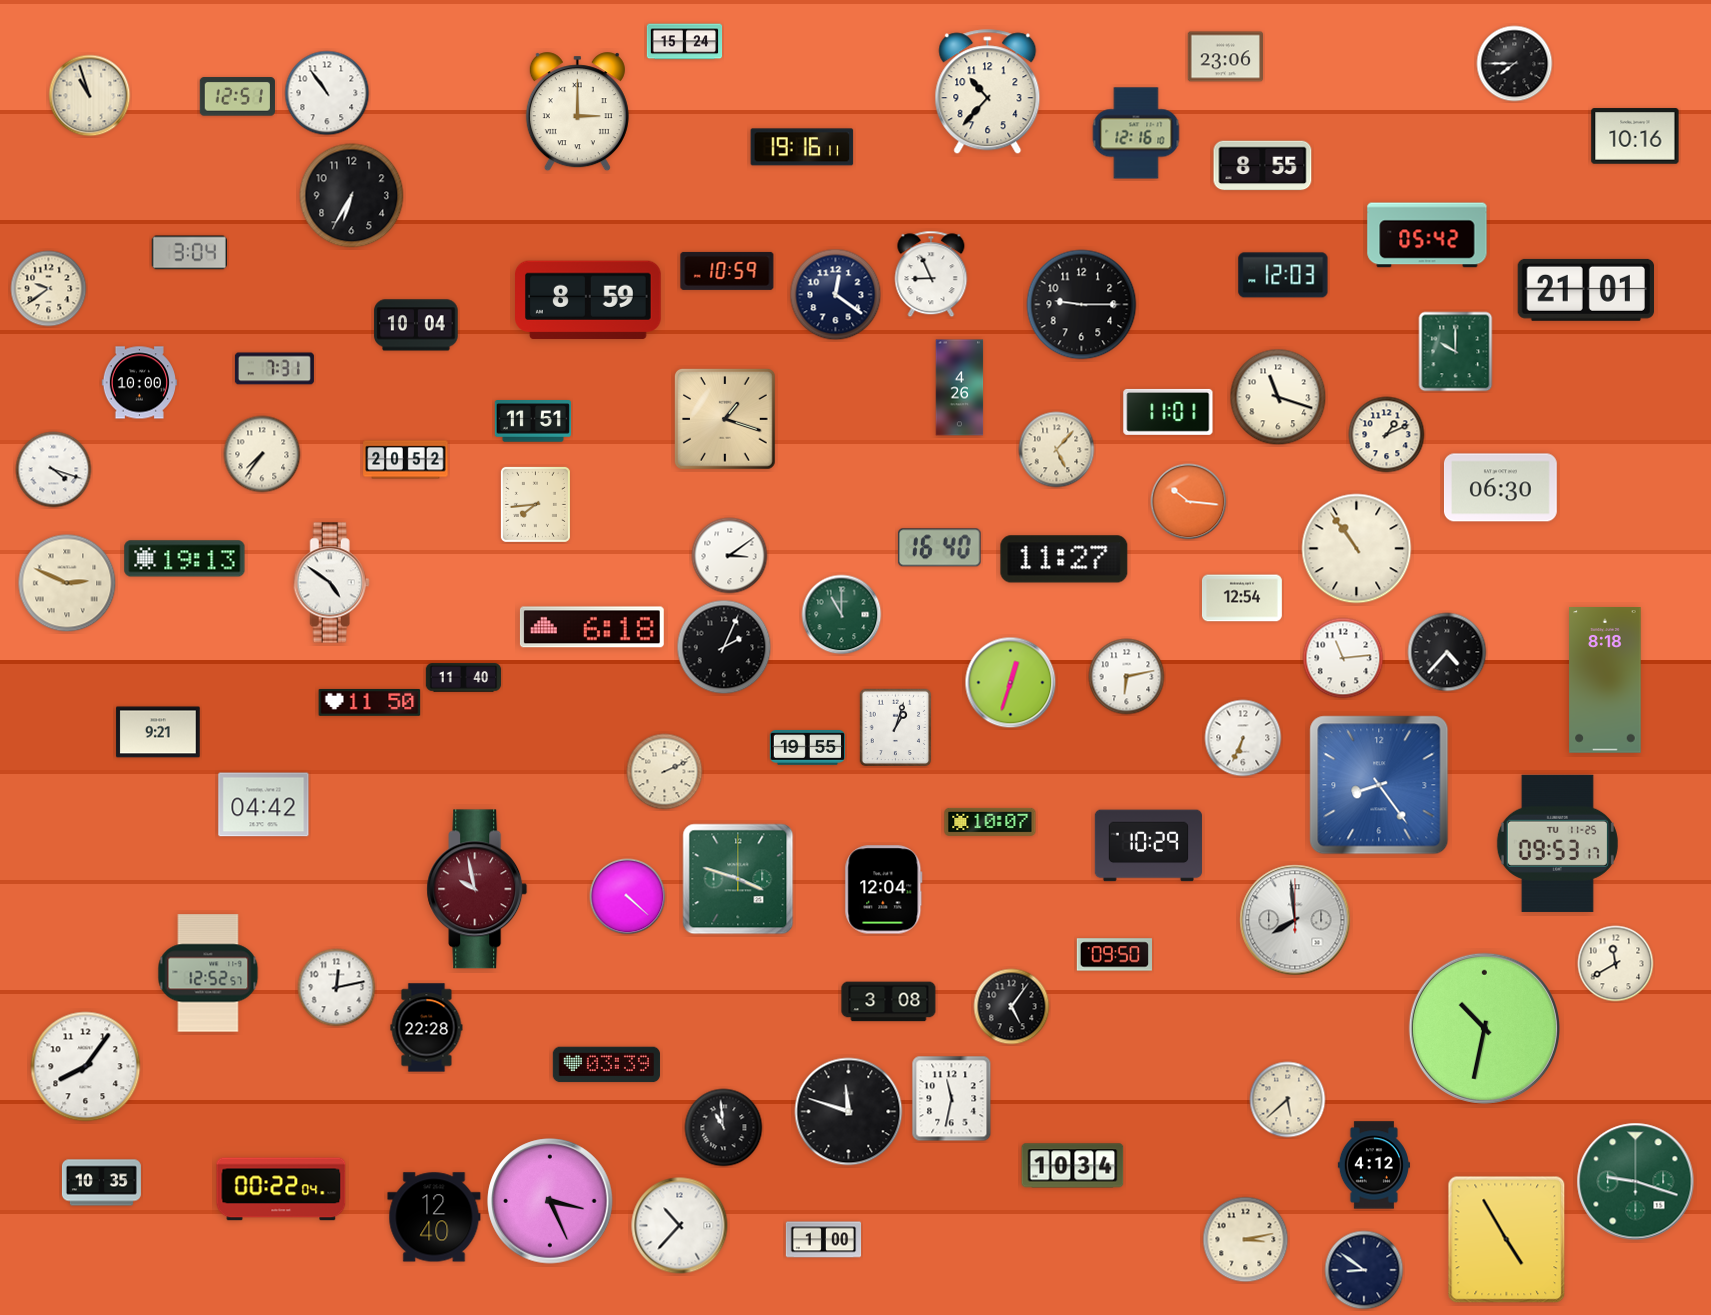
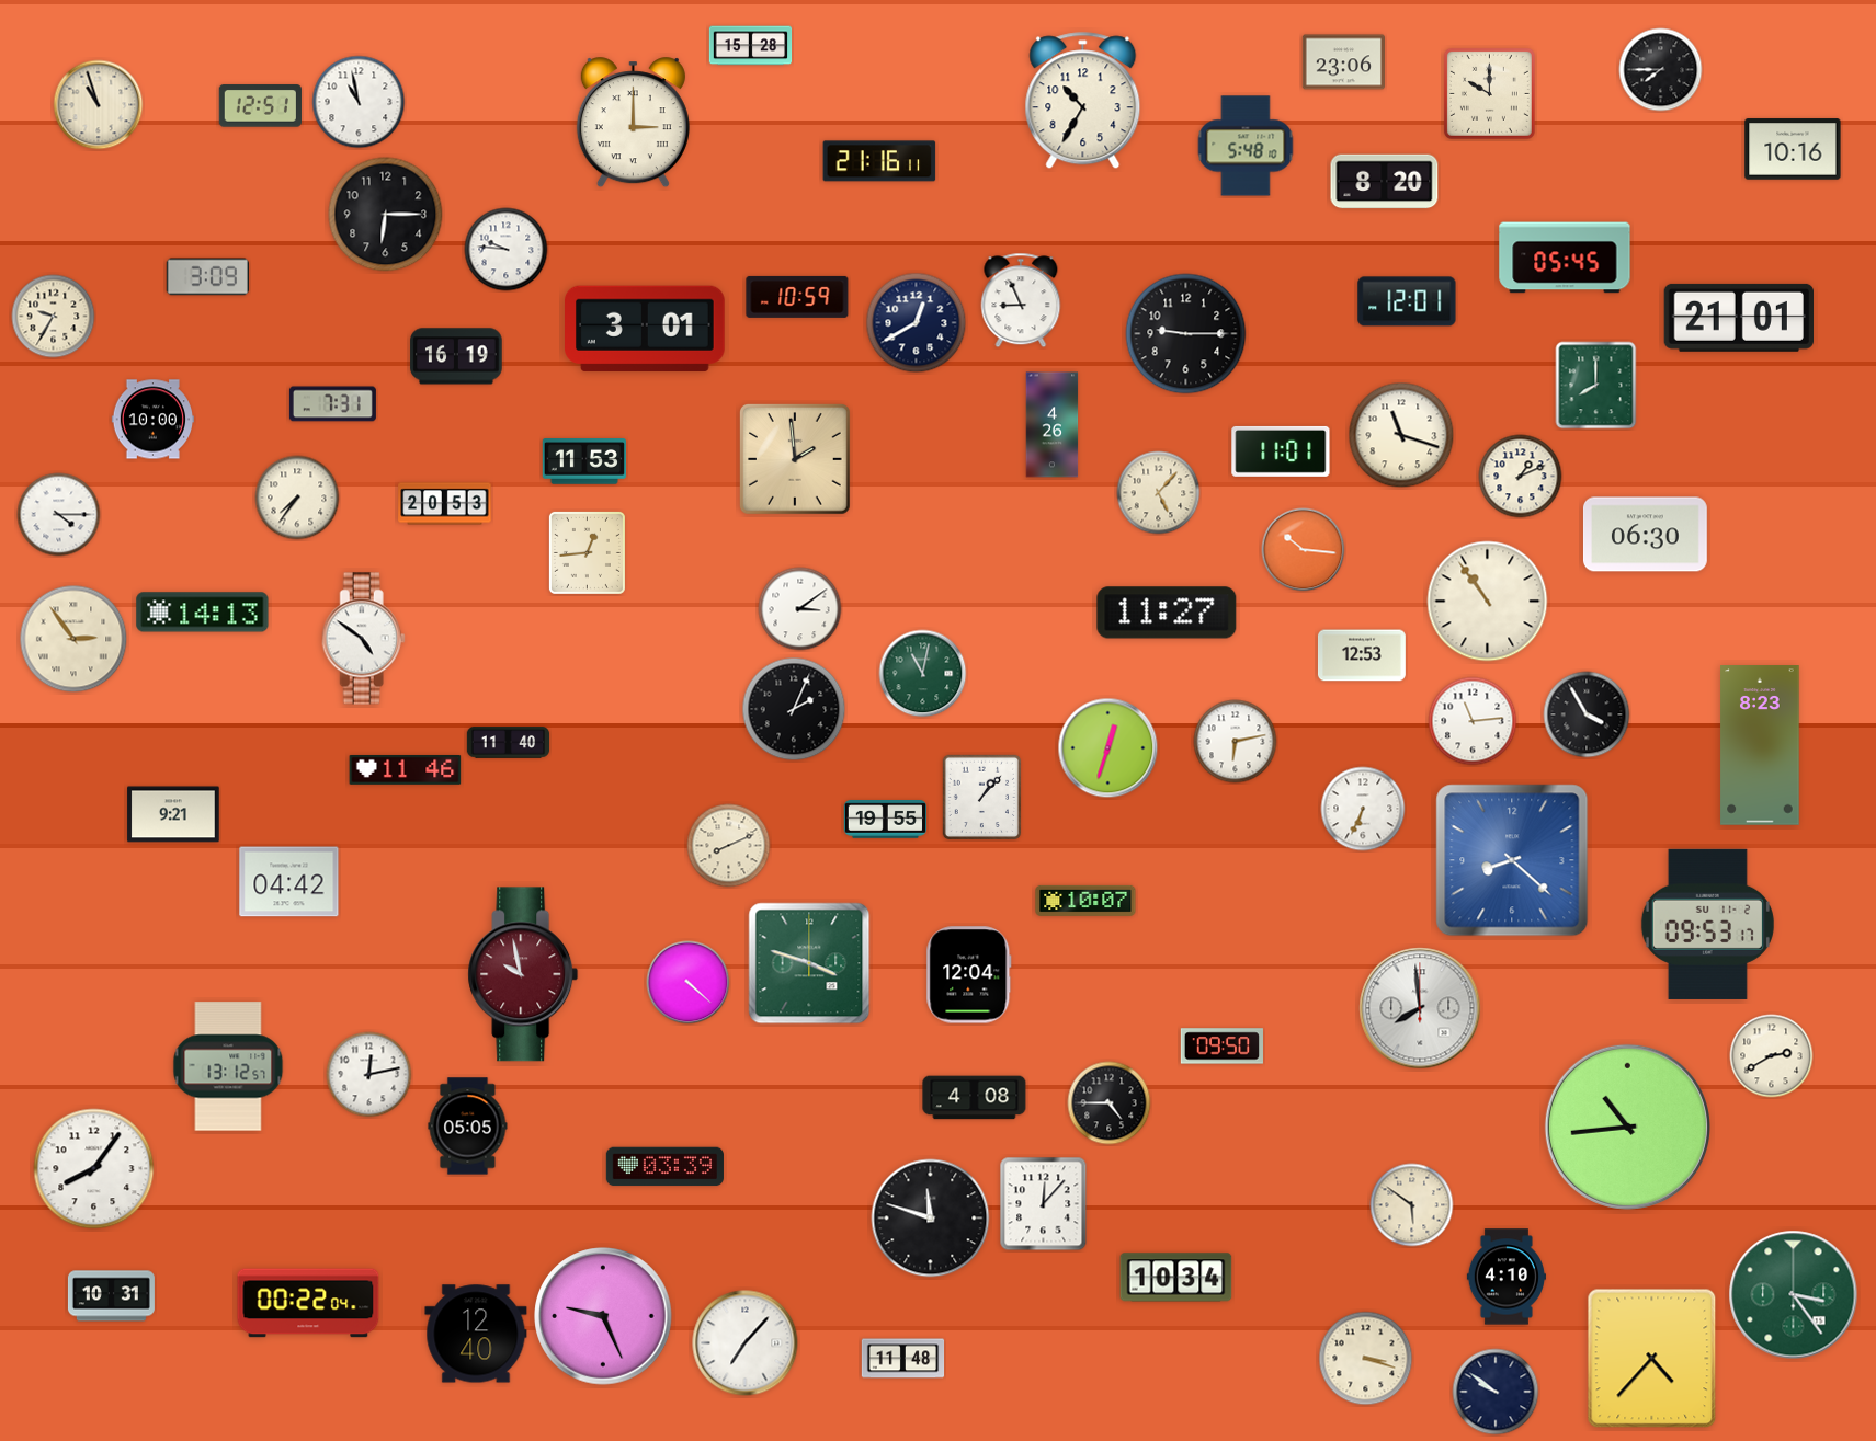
clock at (685, 42): 15:24 -> 15:28
clock at (1489, 93): none -> 10:00
clock at (988, 92): 10:37 -> 10:35
clock at (327, 93): 10:54 -> 10:58
clock at (1136, 133): 12:16 -> 5:48
clock at (802, 147): 19:16 -> 21:16
clock at (1263, 166): 8:55 -> 8:20
clock at (352, 196): 6:35 -> 6:15
clock at (507, 250): none -> 9:46
clock at (1427, 235): 05:42 -> 05:45
clock at (189, 253): 3:04 -> 3:09
clock at (1283, 275): 12:03 -> 12:01
clock at (49, 289): 9:39 -> 9:35
clock at (836, 295): 12:21 -> 12:40
clock at (589, 300): 8:59 -> 3:01
clock at (416, 325): 10:04 -> 16:19
clock at (1456, 352): 10:00 -> 8:00
clock at (274, 369) position: (274, 369) -> (332, 404)
clock at (725, 419): 1:18 -> 1:59
clock at (533, 421): 11:51 -> 11:53
clock at (262, 454) position: (262, 454) -> (297, 498)
clock at (406, 460): 20:52 -> 20:53
clock at (54, 470): 4:18 -> 4:15
clock at (535, 504): 7:44 -> 12:44
clock at (939, 548): 16:40 -> none
clock at (185, 559): 19:13 -> 14:13
clock at (67, 583): 2:49 -> 2:54
clock at (1242, 598): 12:54 -> 12:53
clock at (842, 615): 11:00 -> 11:02
clock at (592, 627): 6:18 -> none
clock at (1447, 652): 4:37 -> 3:55
clock at (1605, 680): 8:18 -> 8:23
clock at (370, 702): 11:50 -> 11:46
clock at (896, 728): 1:03 -> 1:07
clock at (158, 732) position: (158, 732) -> (173, 814)
clock at (665, 772): 2:11 -> 8:11
clock at (1379, 785): 8:24 -> 8:22
clock at (1557, 843) date: TU 11-25 -> SU 11-2
clock at (1148, 846): 10:29 -> none
clock at (1616, 964): 11:40 -> 2:40
clock at (208, 973): 12:52 -> 13:12
clock at (337, 988) position: (337, 988) -> (369, 1075)
clock at (889, 1002): 3:08 -> 4:08
clock at (1012, 1007): 5:06 -> 4:45
clock at (427, 1028): 22:28 -> 05:05
clock at (1484, 1028): 10:32 -> 10:44
clock at (952, 1099): 11:32 -> 12:07
clock at (1288, 1100): 5:38 -> 5:51
clock at (724, 1128): 10:59 -> none
clock at (1374, 1165): 4:12 -> 4:10
clock at (1636, 1182): 9:18 -> 3:24
clock at (101, 1183): 10:35 -> 10:31
clock at (550, 1201): 3:26 -> 9:26
clock at (680, 1226): 10:37 -> 7:07
clock at (824, 1240): 1:00 -> 11:48
clock at (1246, 1240): 3:13 -> 3:18
clock at (1507, 1240): 4:55 -> 4:37
clock at (1364, 1270): 8:51 -> 9:51
